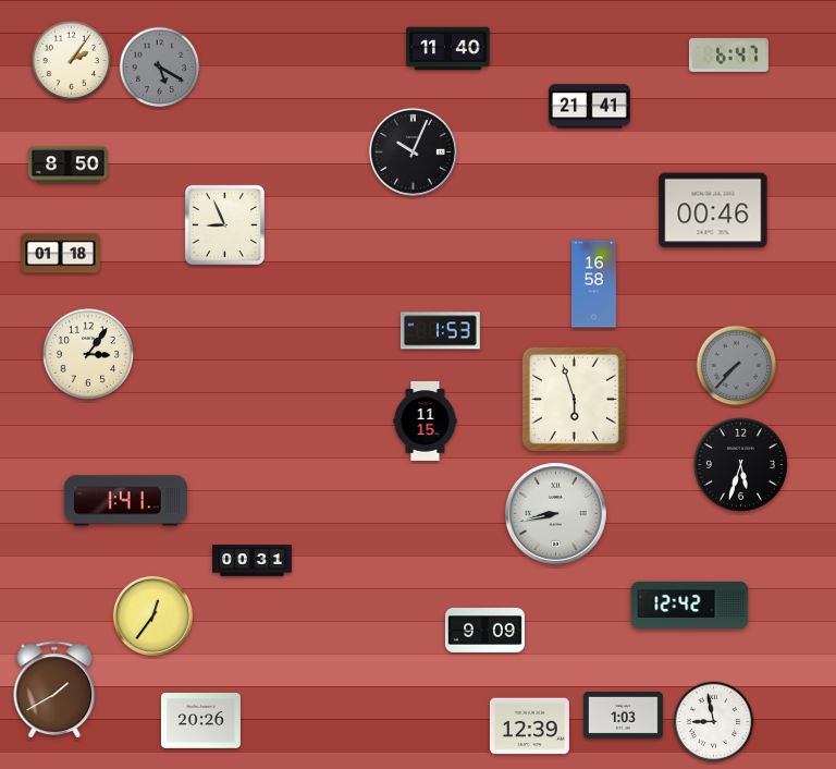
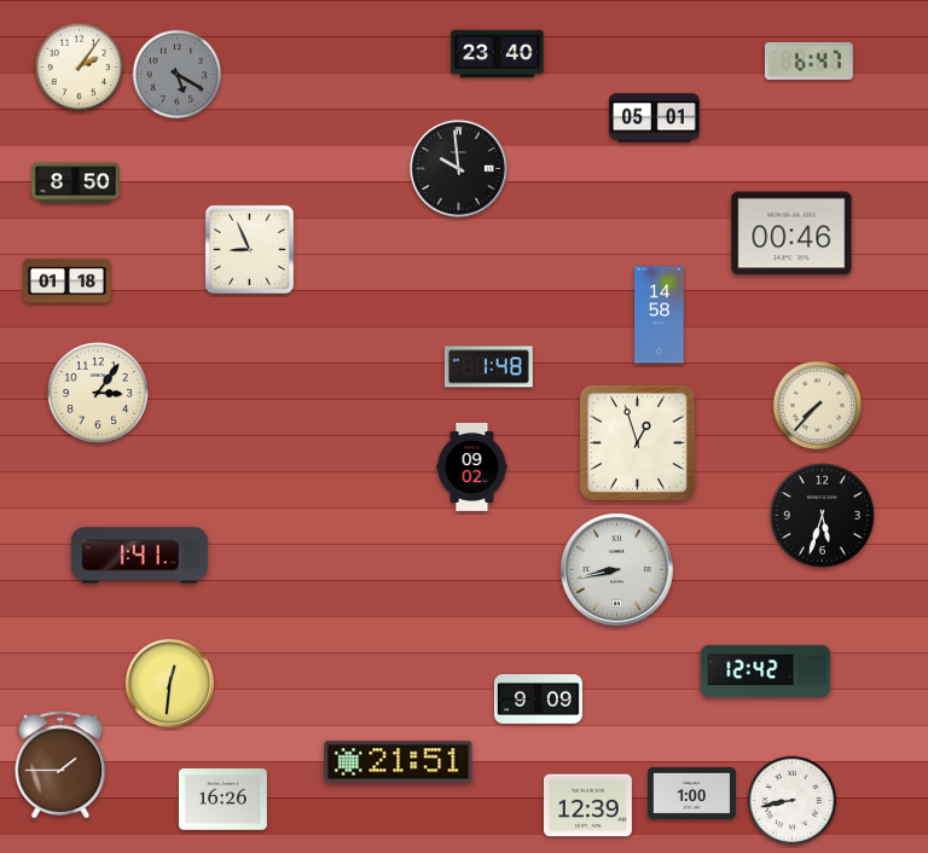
clock at (448, 49): 11:40 -> 23:40
clock at (590, 107): 21:41 -> 05:01
clock at (413, 151): 10:04 -> 9:59
clock at (594, 284): 16:58 -> 14:58
clock at (440, 331): 1:53 -> 1:48
clock at (737, 366) dial: grey -> cream
clock at (574, 399): 5:57 -> 12:57
clock at (426, 422): 11:15 -> 09:02
clock at (253, 561): 00:31 -> none
clock at (152, 615): 12:36 -> 12:31
clock at (399, 762): none -> 21:51
clock at (54, 689): 1:40 -> 1:45
clock at (623, 715): 1:03 -> 1:00
clock at (200, 721): 20:26 -> 16:26
clock at (714, 722): 8:58 -> 8:43
